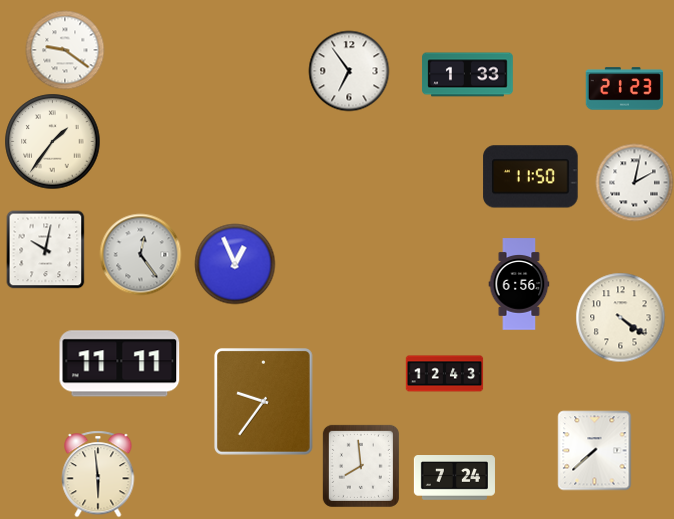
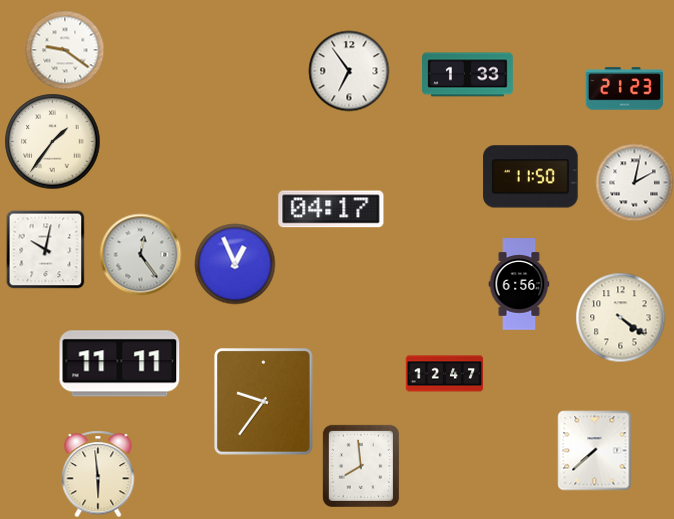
clock at (331, 209): none -> 04:17
clock at (444, 374): 12:43 -> 12:47
clock at (454, 478): 7:24 -> none
